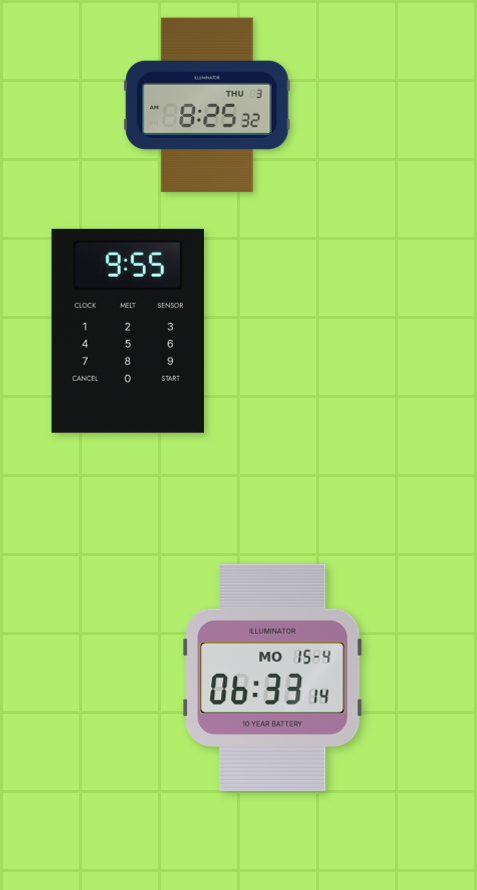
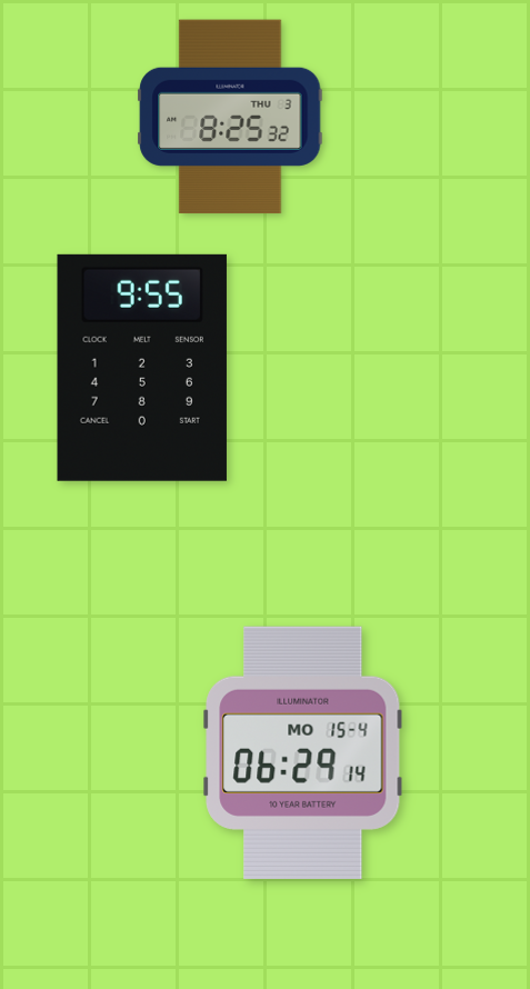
clock at (273, 677): 06:33 -> 06:29
